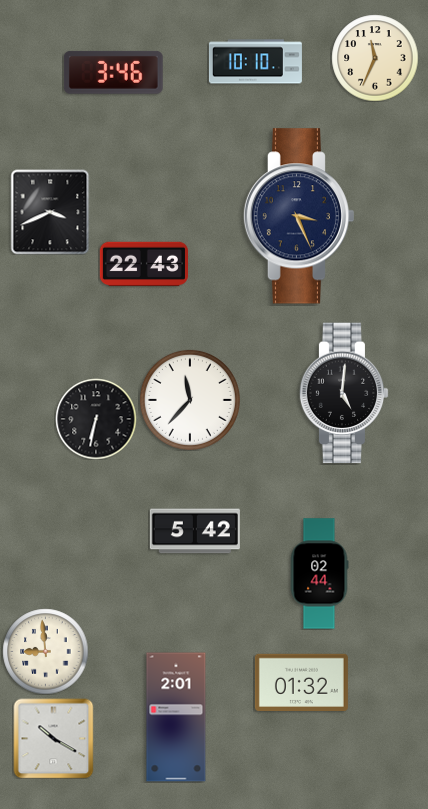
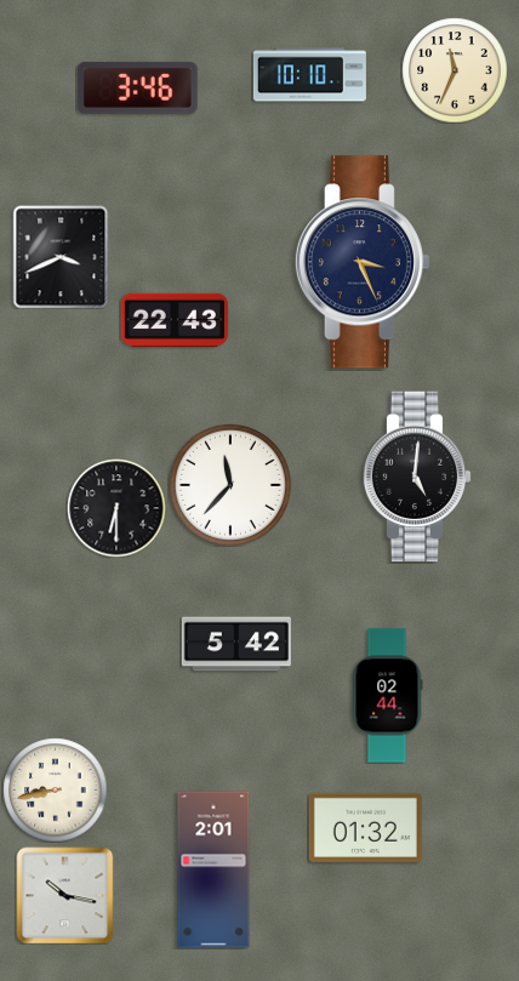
clock at (96, 419): 6:32 -> 6:30
clock at (45, 651): 8:59 -> 8:43
clock at (53, 738): 10:20 -> 10:17
